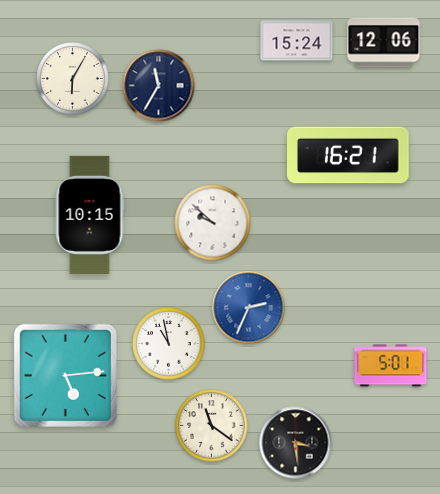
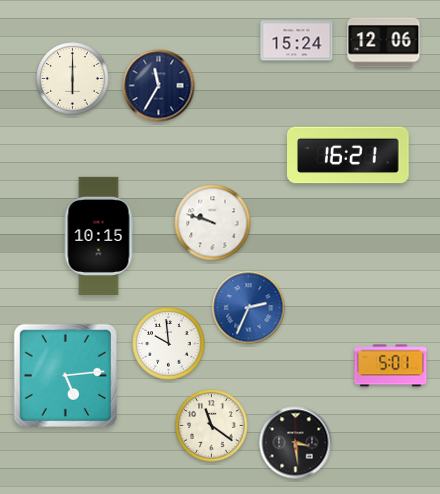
clock at (73, 79): 6:05 -> 6:00
clock at (90, 215) position: (90, 215) -> (99, 236)
clock at (213, 223): 9:52 -> 9:48
clock at (169, 344): 10:58 -> 9:59
